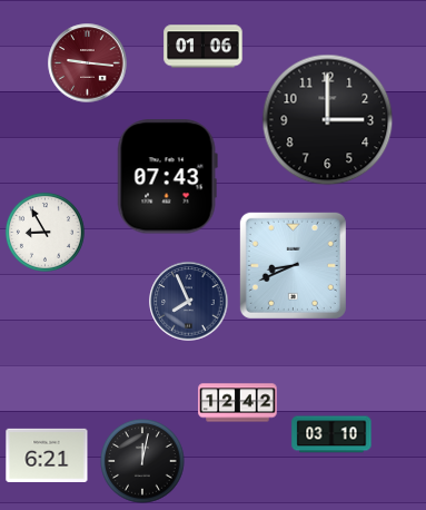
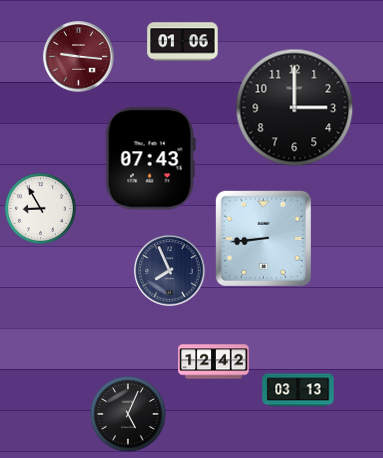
clock at (293, 265): 8:41 -> 8:44
clock at (331, 434): 03:10 -> 03:13
clock at (47, 454): 6:21 -> none
clock at (142, 461): 12:02 -> 5:04
